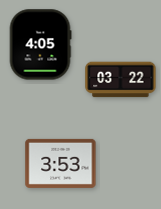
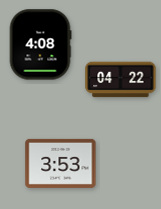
clock at (40, 45): 4:05 -> 4:08
clock at (121, 80): 03:22 -> 04:22
